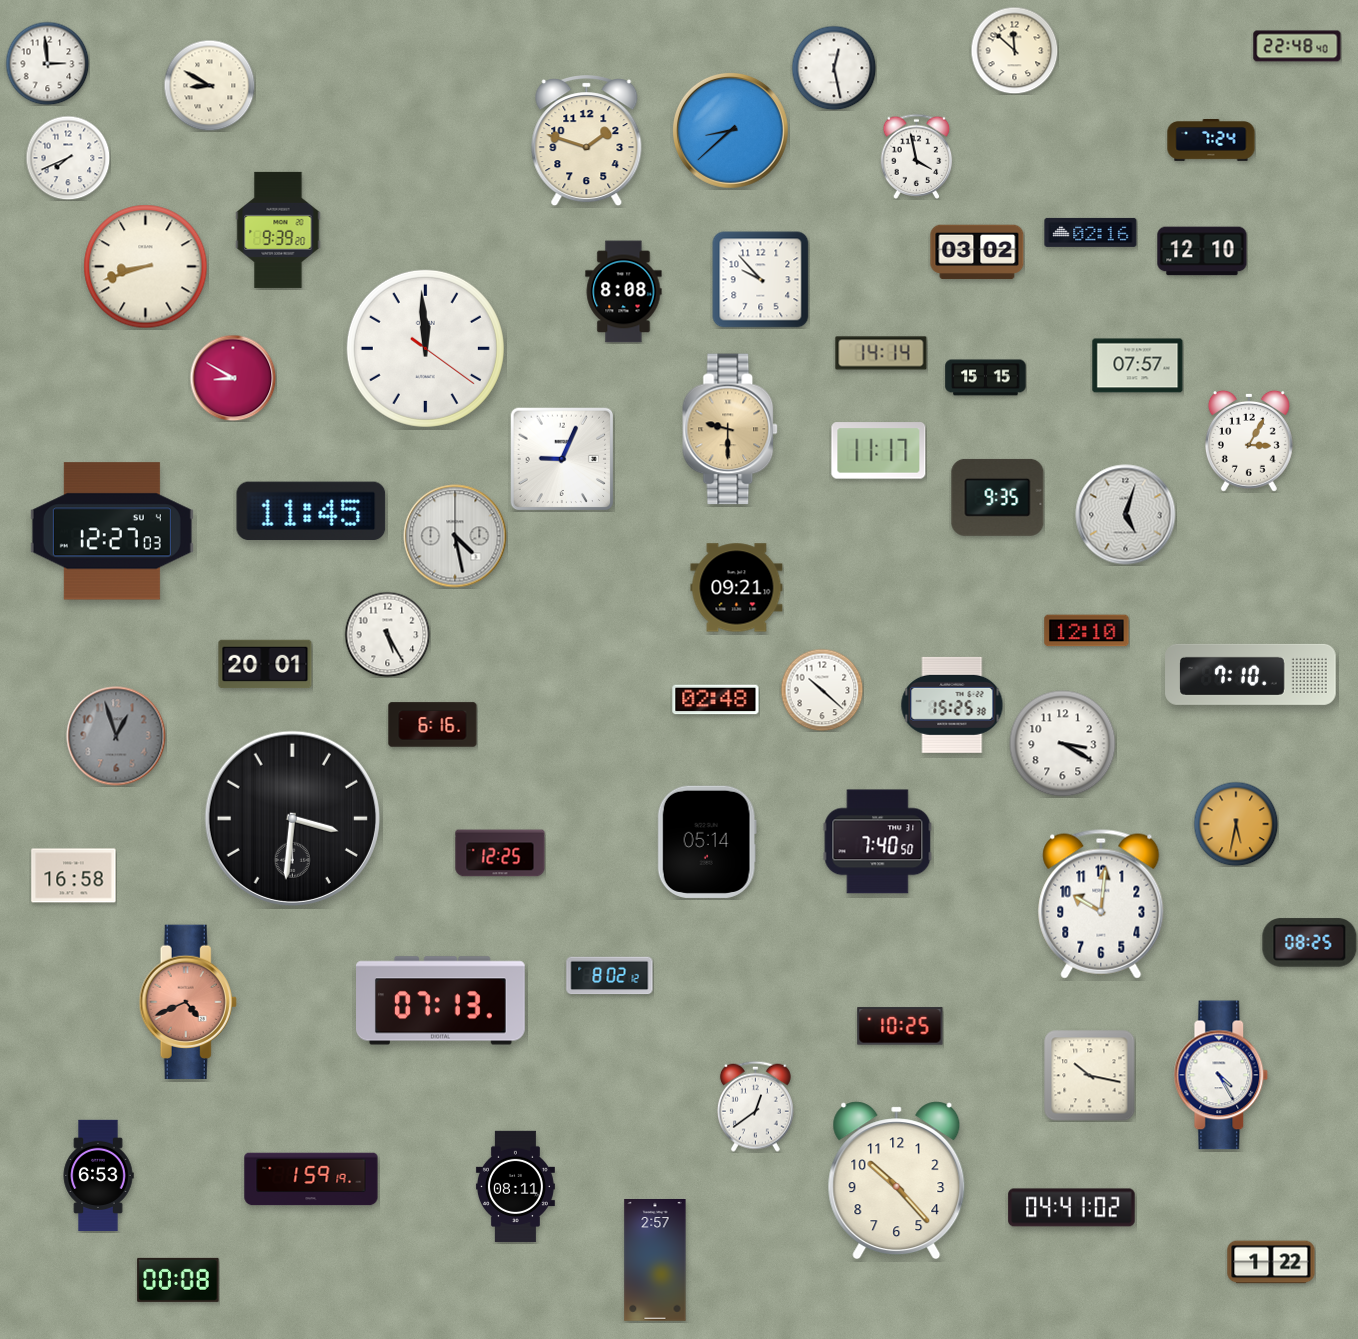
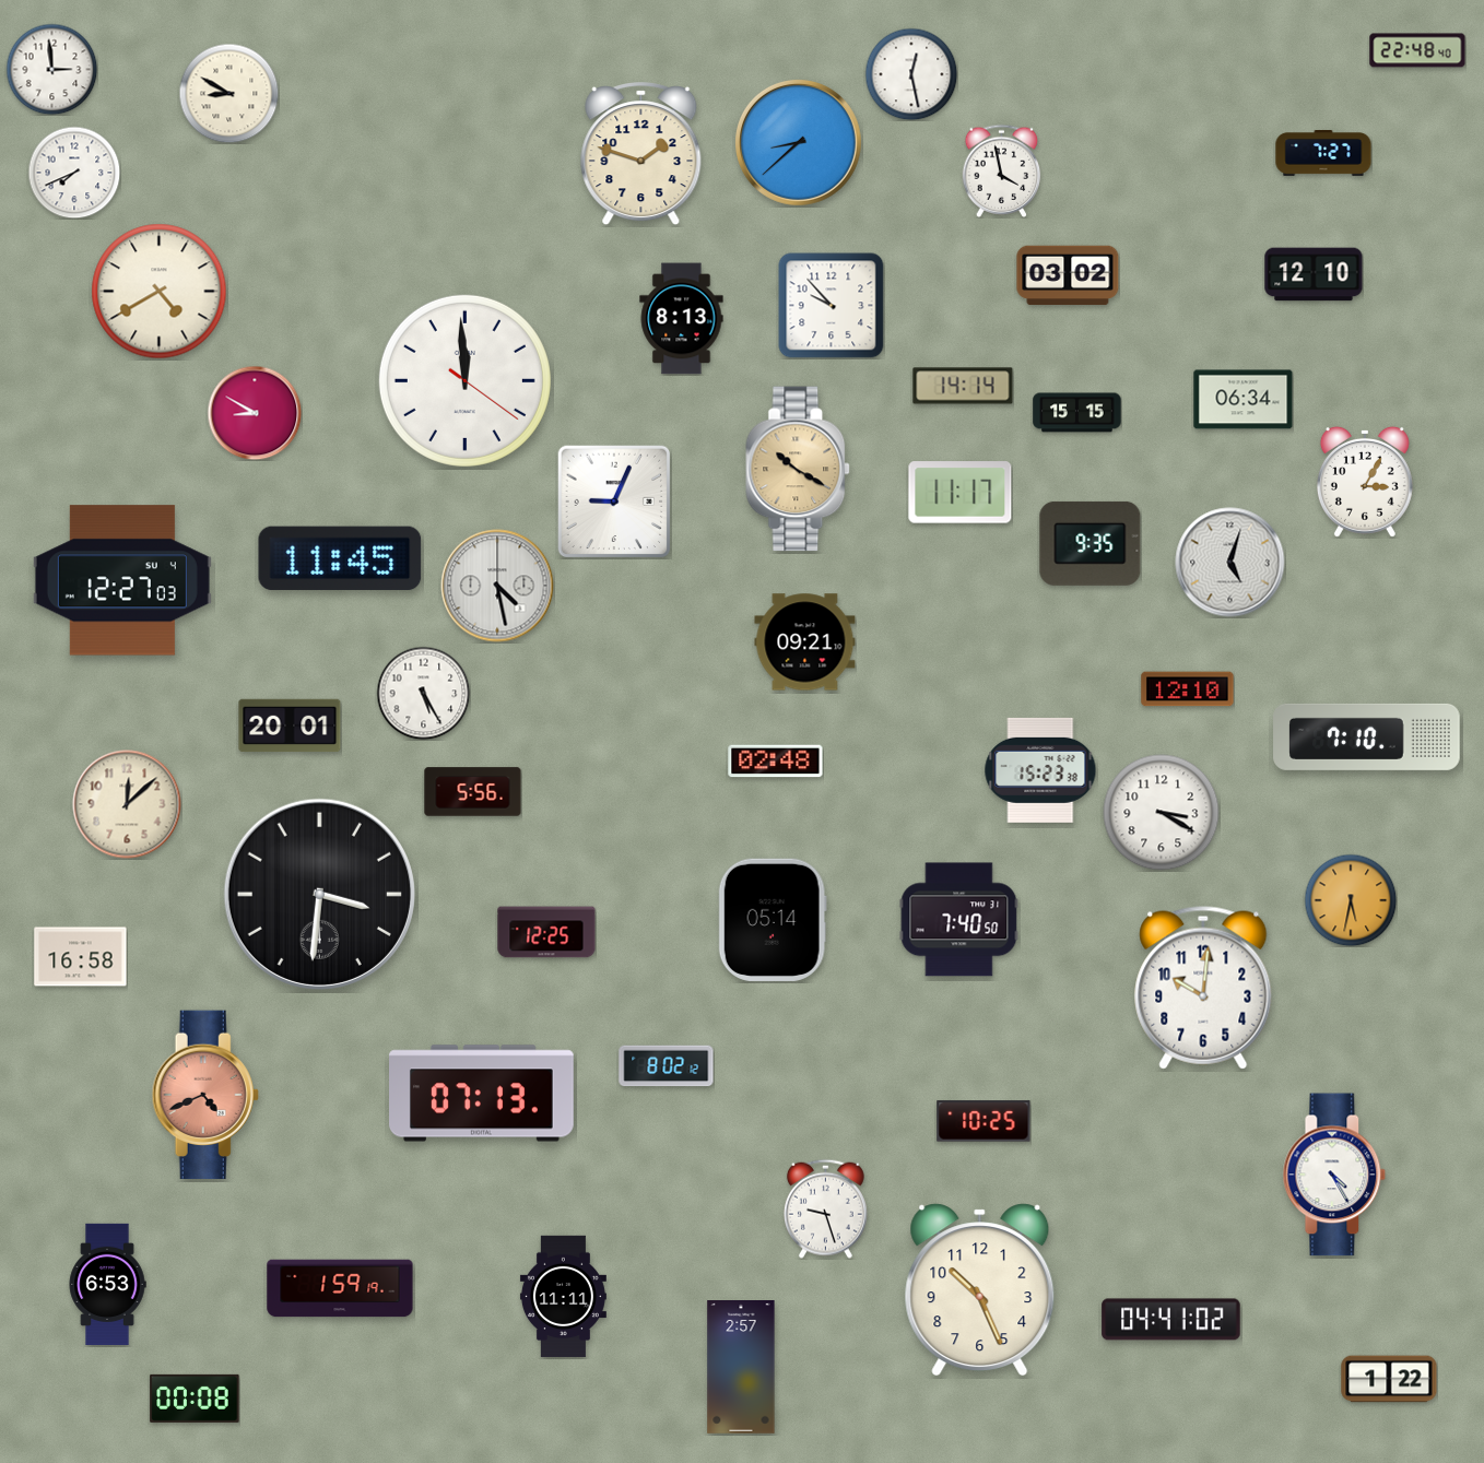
clock at (1014, 50): 11:52 -> none
clock at (1211, 141): 7:24 -> 7:27
clock at (278, 230): 9:39 -> none
clock at (1091, 232): 02:16 -> none
clock at (146, 267): 8:42 -> 4:40
clock at (624, 292): 8:08 -> 8:13
clock at (1138, 366): 07:57 -> 06:34
clock at (731, 429): 9:30 -> 10:20
clock at (822, 690): 10:22 -> none
clock at (716, 700) position: (716, 700) -> (776, 762)
clock at (952, 705): 15:25 -> 15:23
clock at (433, 725): 6:16 -> 5:56
clock at (116, 736): 12:57 -> 12:08
clock at (116, 736) dial: grey -> cream
clock at (1310, 943): 08:25 -> none
clock at (1090, 1076): 10:17 -> none
clock at (755, 1106): 12:39 -> 9:27
clock at (897, 1181): 10:23 -> 10:26
clock at (515, 1187): 08:11 -> 11:11
clock at (655, 1261) position: (655, 1261) -> (741, 1368)
